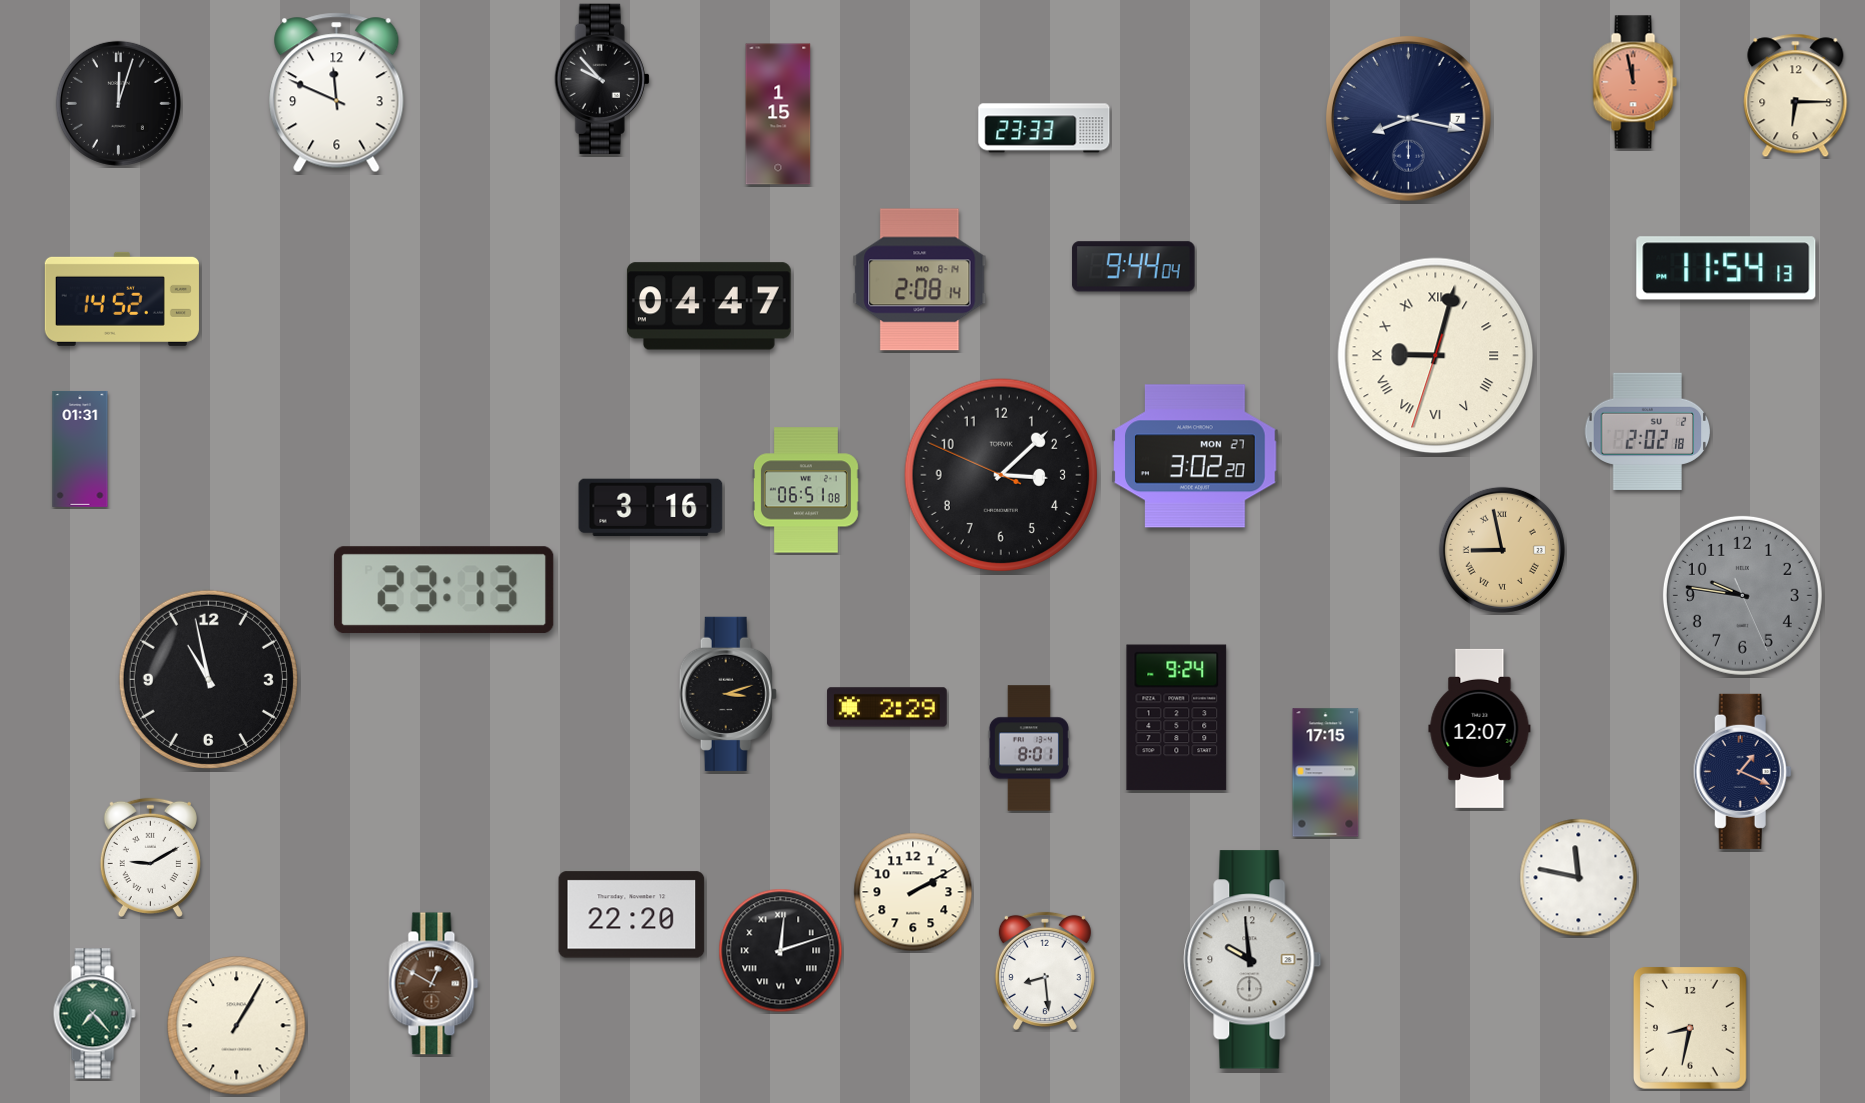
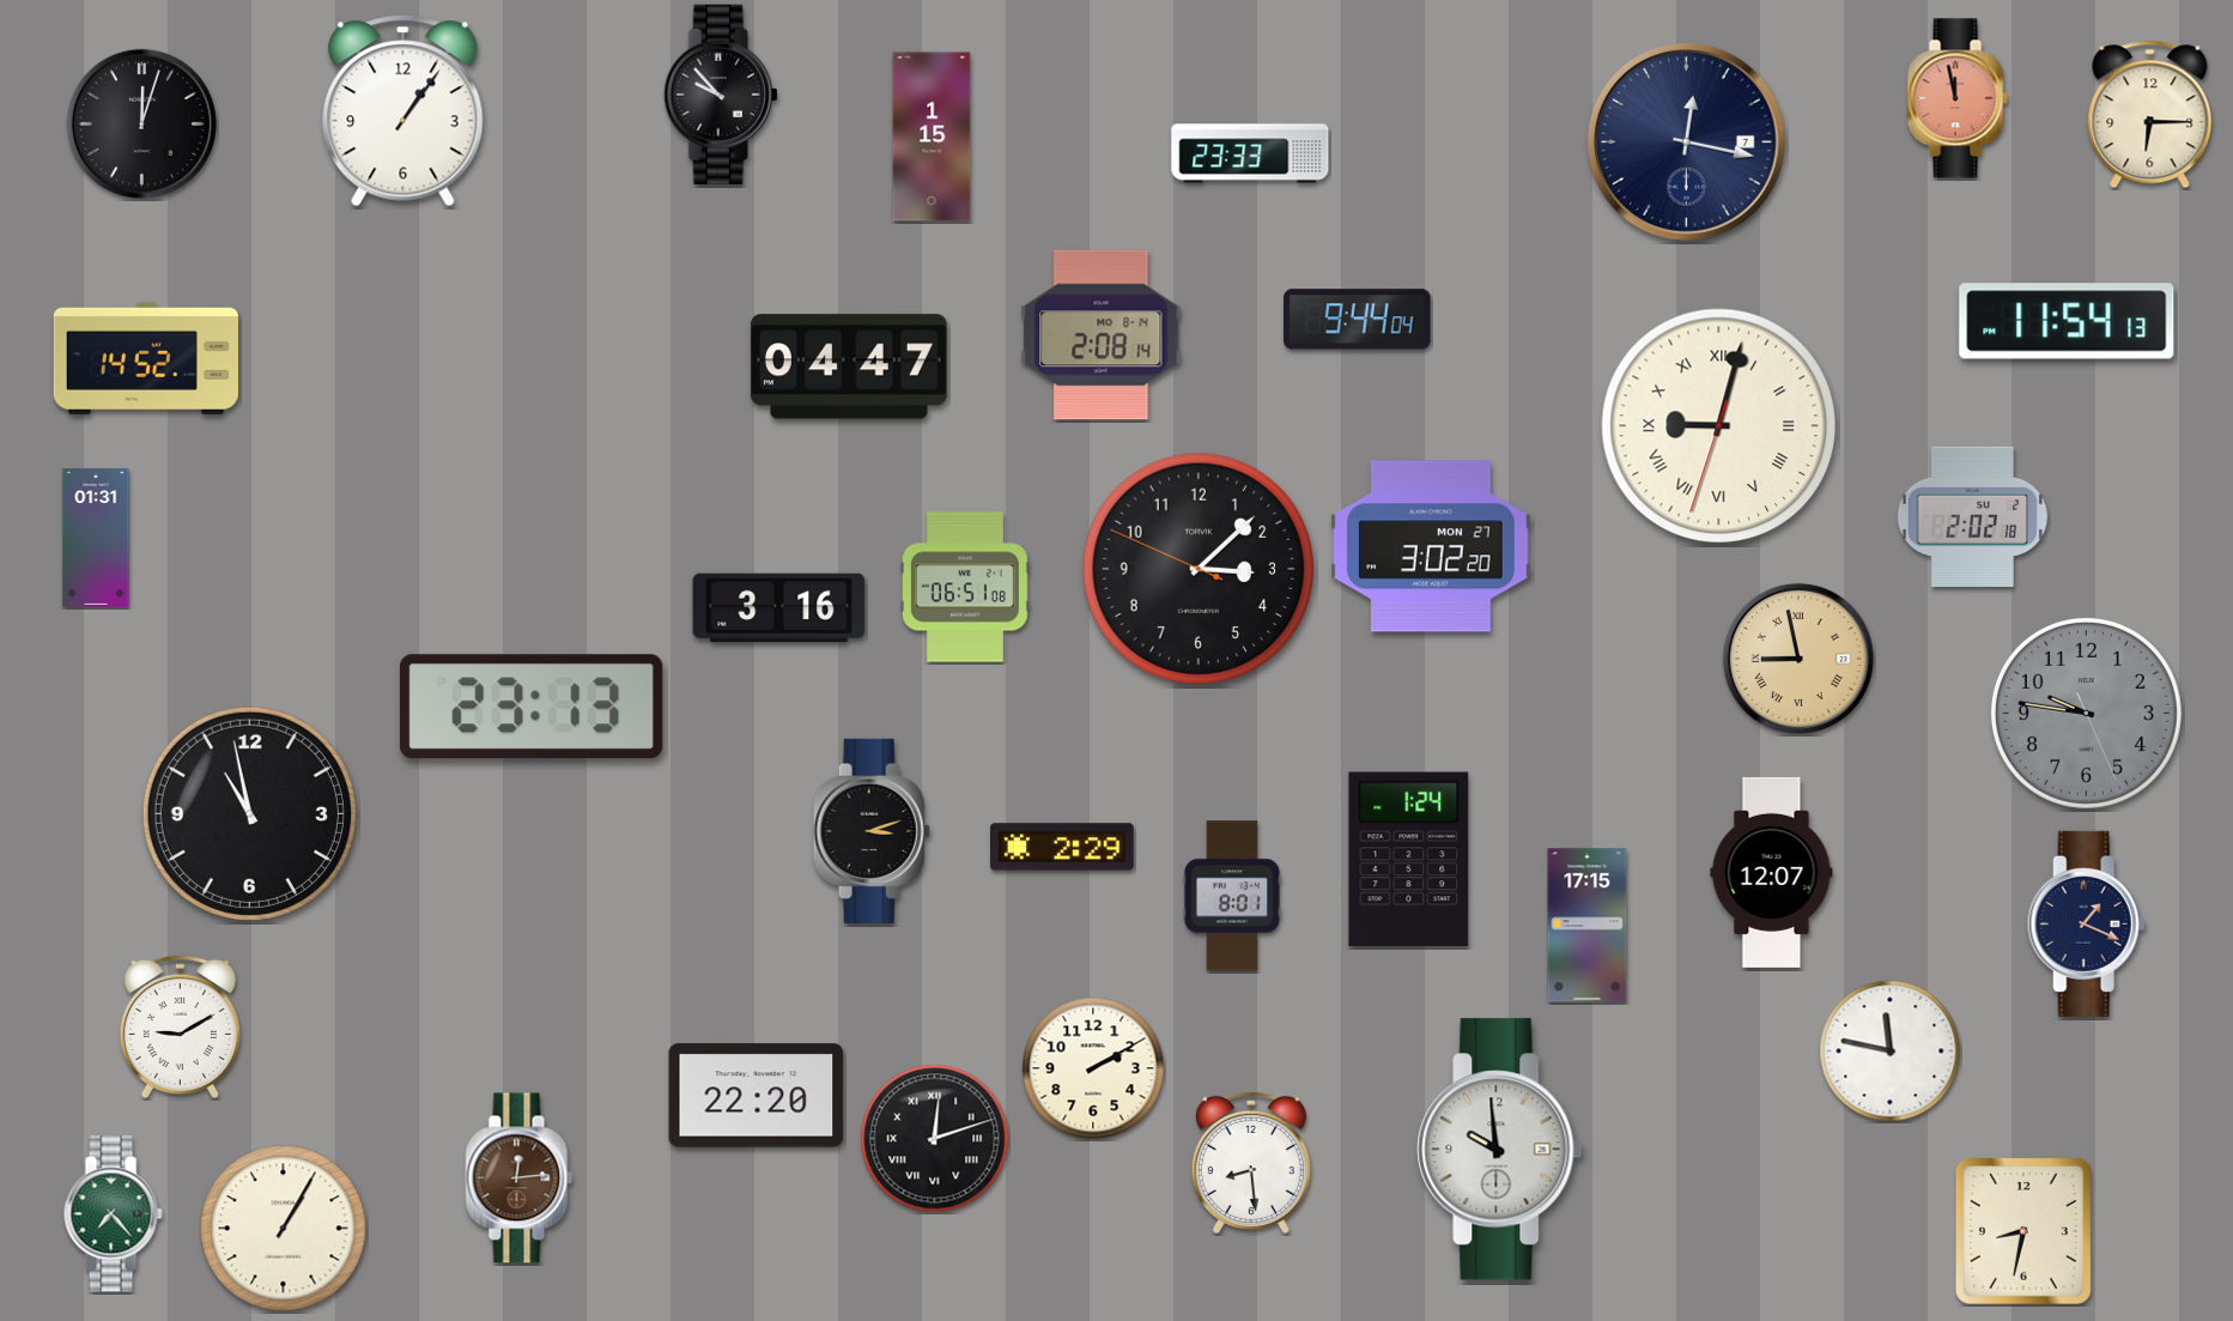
clock at (337, 93): 11:49 -> 1:06
clock at (1408, 118): 8:17 -> 12:17
clock at (1177, 718): 9:24 -> 1:24
clock at (434, 984): 12:50 -> 12:14
